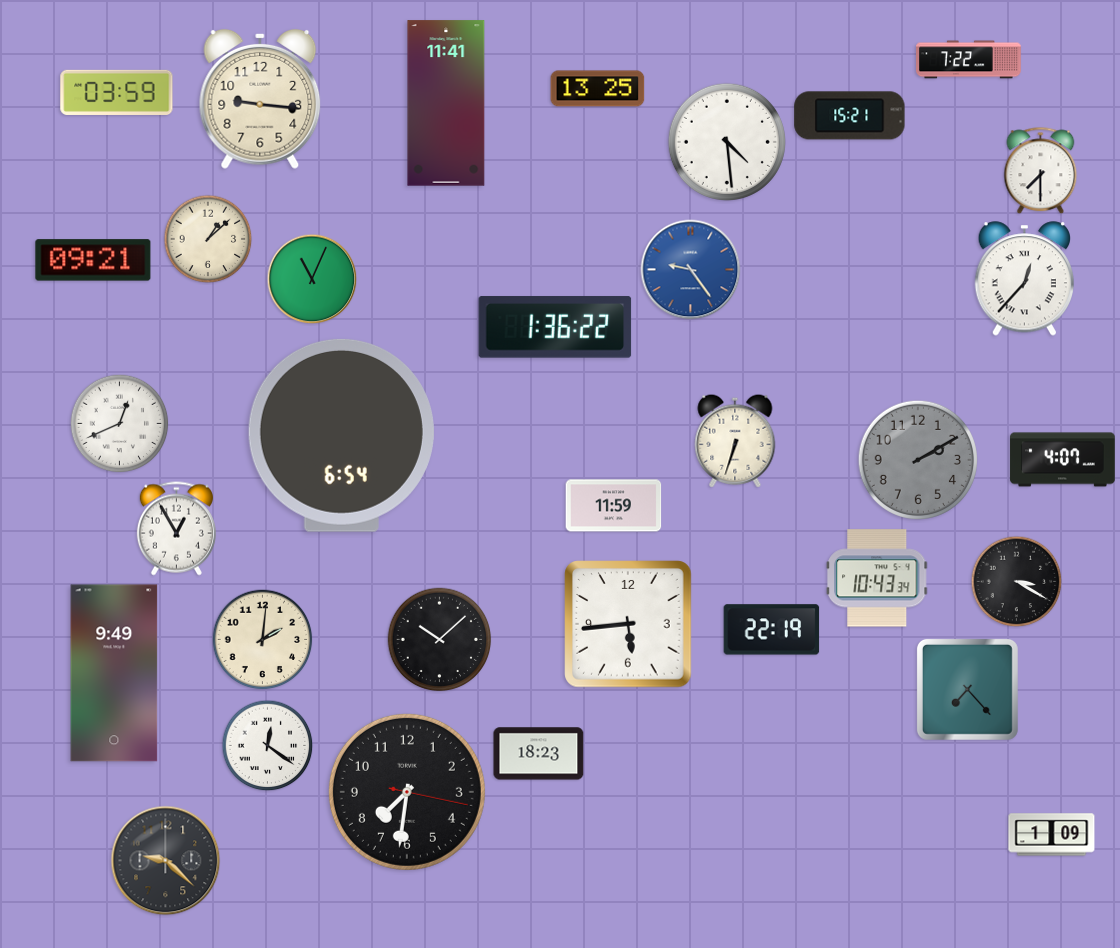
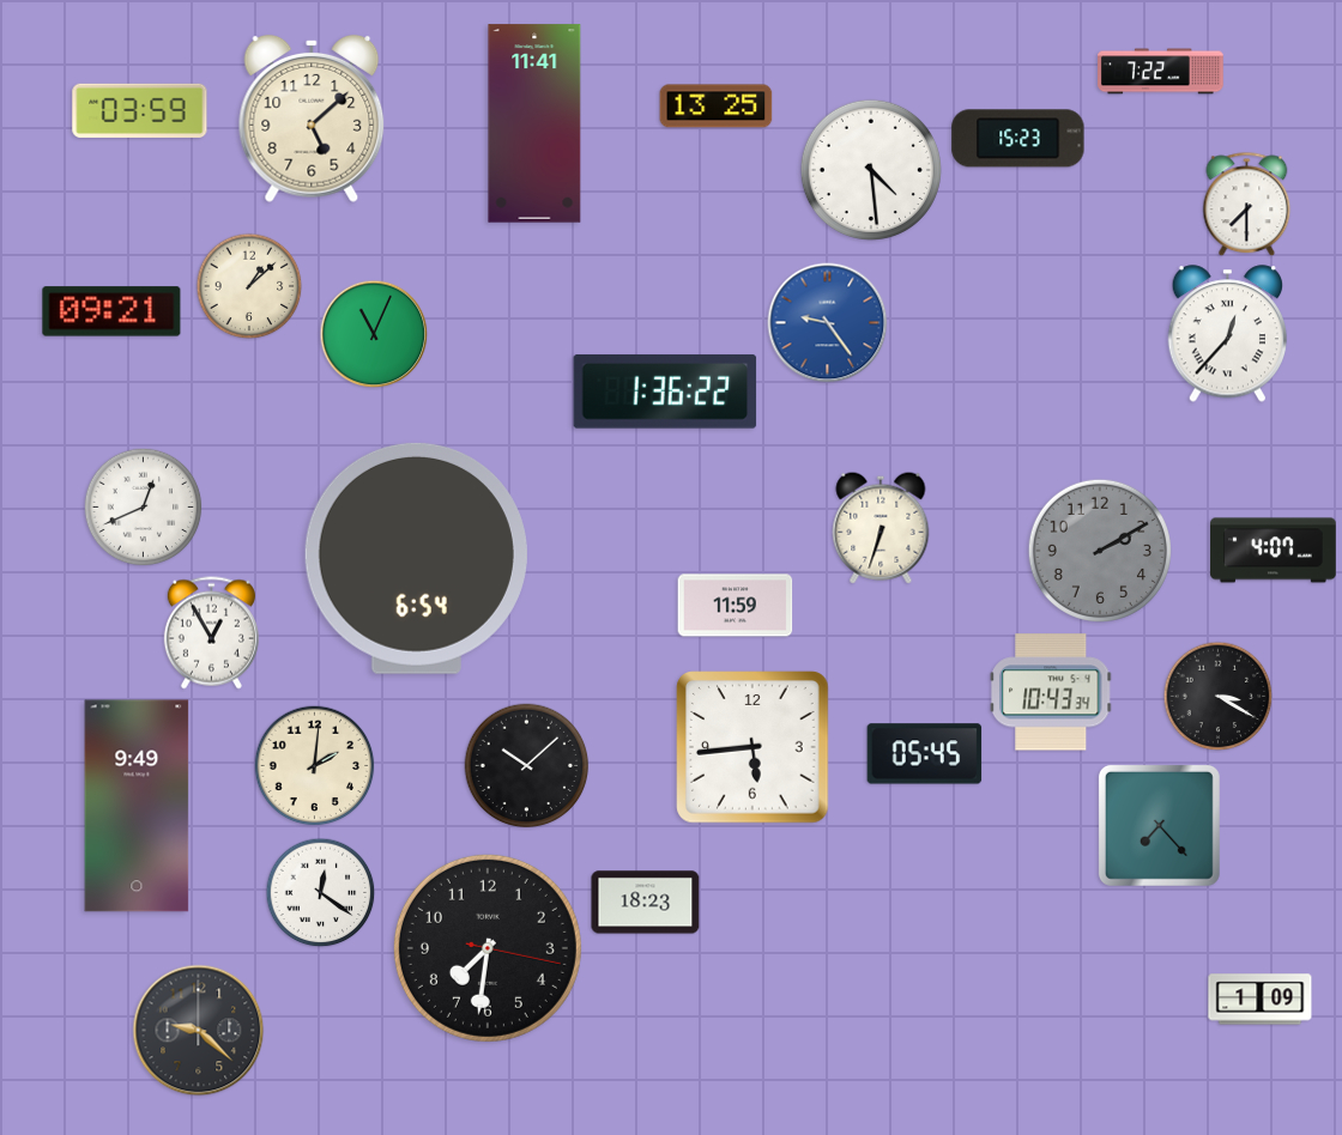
clock at (260, 99): 9:16 -> 5:08
clock at (850, 116): 15:21 -> 15:23
clock at (341, 435) position: (341, 435) -> (416, 558)
clock at (772, 630): 22:19 -> 05:45
